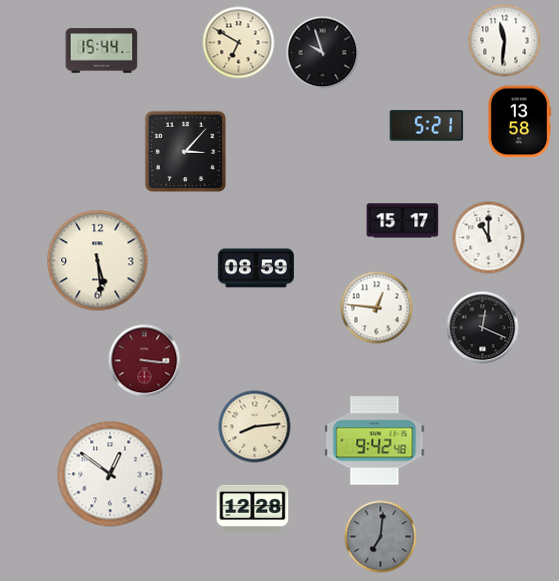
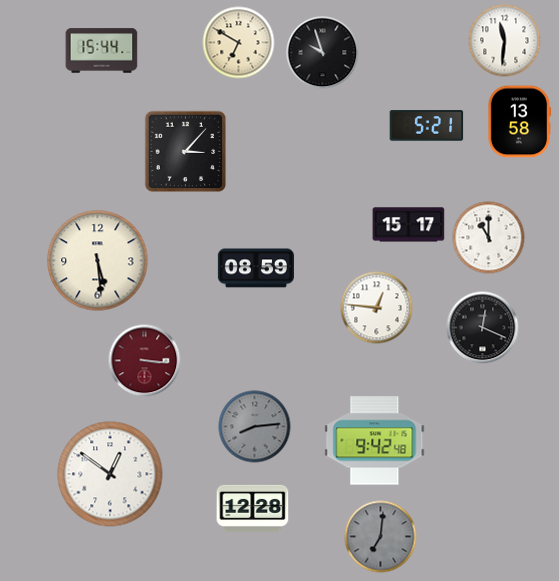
clock at (403, 221) position: (403, 221) -> (409, 225)
clock at (255, 427) dial: cream -> grey
